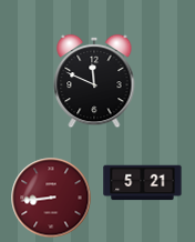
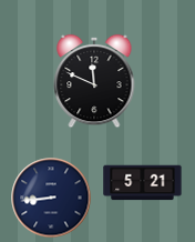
clock at (51, 198) dial: burgundy -> navy
